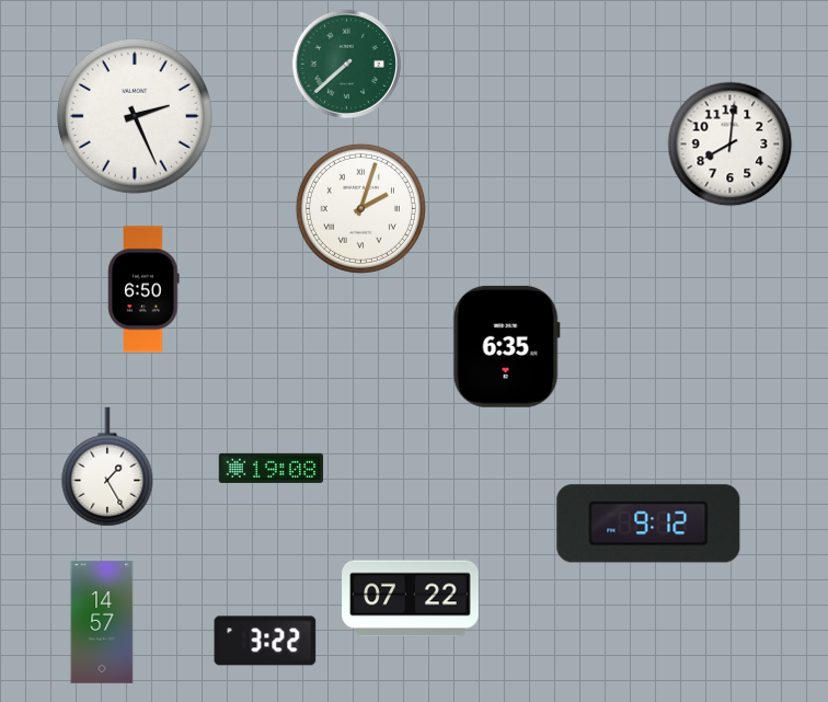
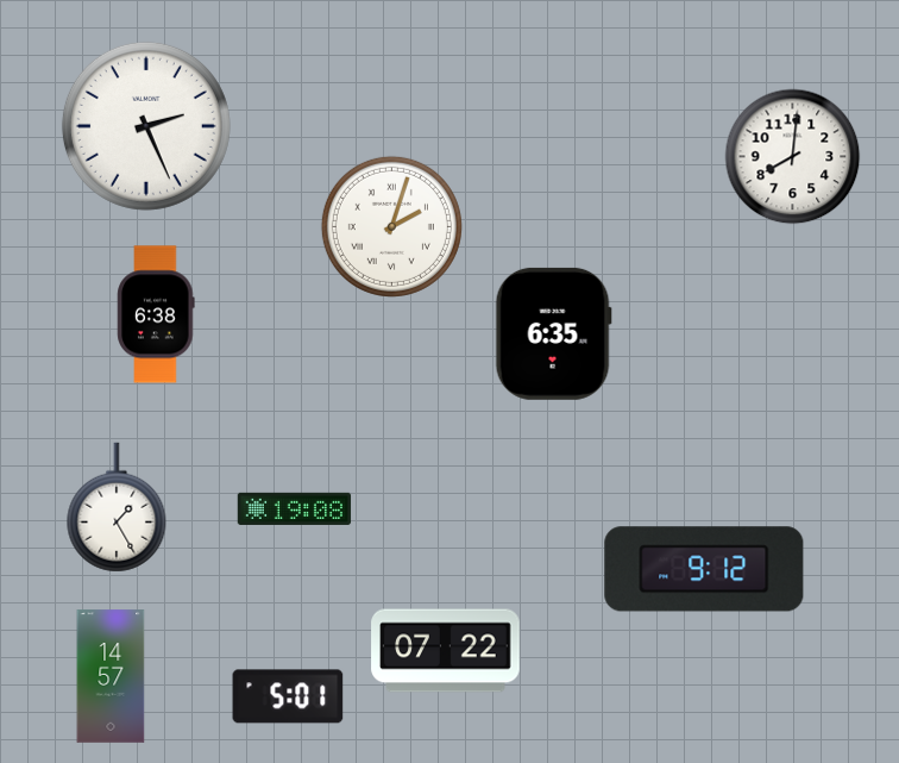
clock at (346, 64): 7:38 -> none
clock at (143, 289): 6:50 -> 6:38
clock at (506, 346) position: (506, 346) -> (553, 333)
clock at (265, 641): 3:22 -> 5:01
